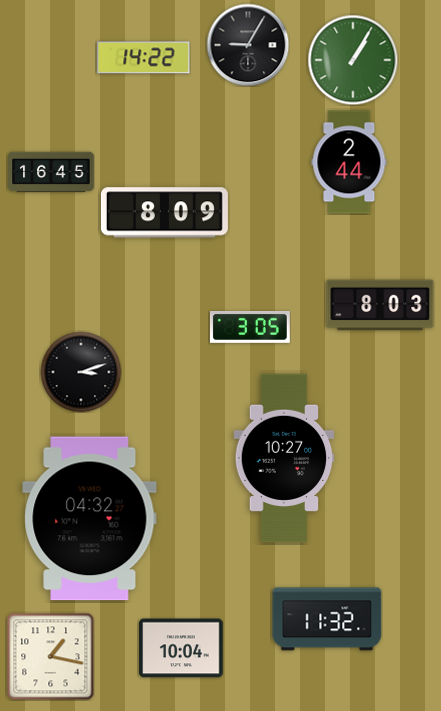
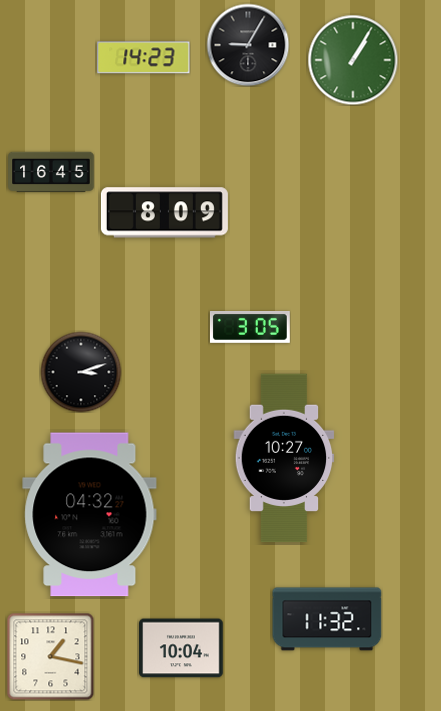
clock at (144, 58): 14:22 -> 14:23
clock at (349, 162): 2:44 -> none
clock at (380, 305): 8:03 -> none
clock at (90, 519) position: (90, 519) -> (90, 515)
